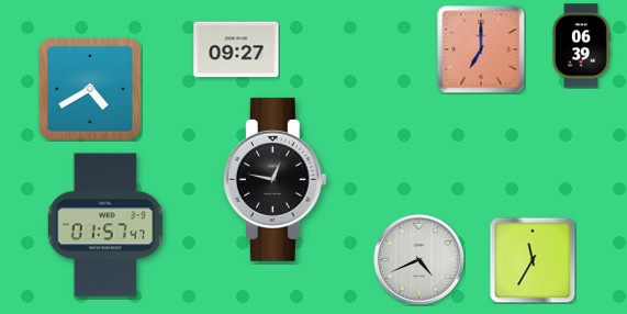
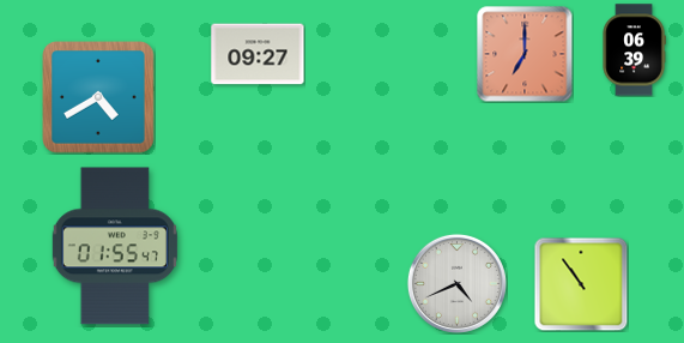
clock at (275, 179): 12:47 -> none
clock at (105, 225): 01:57 -> 01:55
clock at (533, 260): 11:35 -> 10:54
